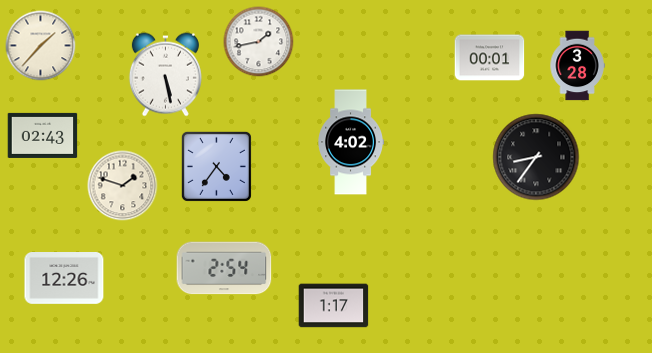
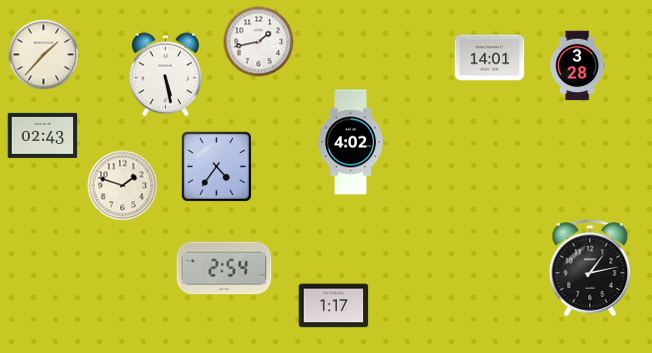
clock at (41, 46) position: (41, 46) -> (44, 55)
clock at (490, 58): 00:01 -> 14:01
clock at (536, 157): 8:36 -> none
clock at (590, 268): none -> 1:13
clock at (64, 279): 12:26 -> none
